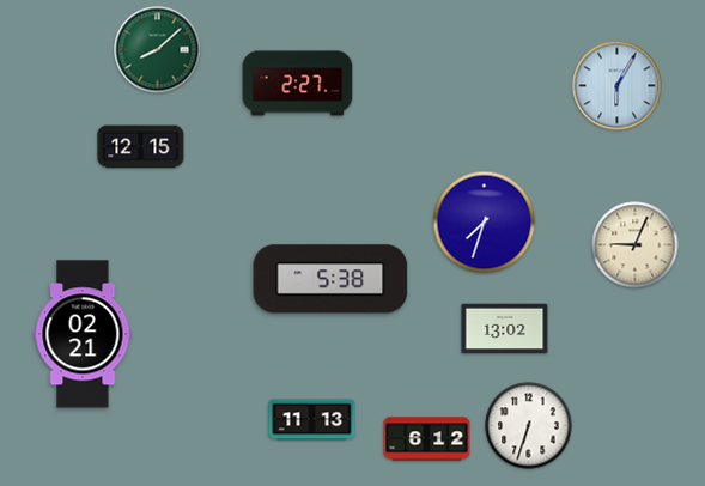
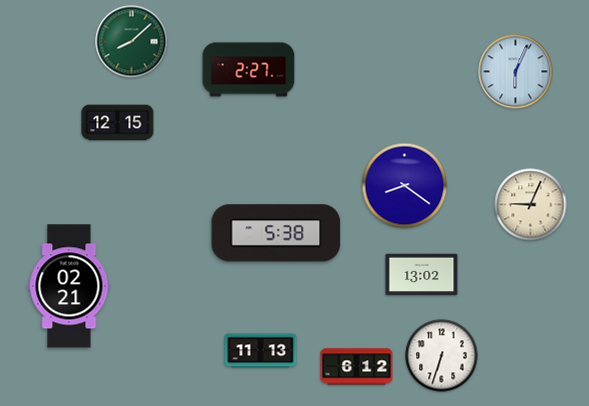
clock at (618, 86): 6:05 -> 6:04
clock at (485, 223): 7:33 -> 8:21
clock at (83, 334) position: (83, 334) -> (69, 286)
